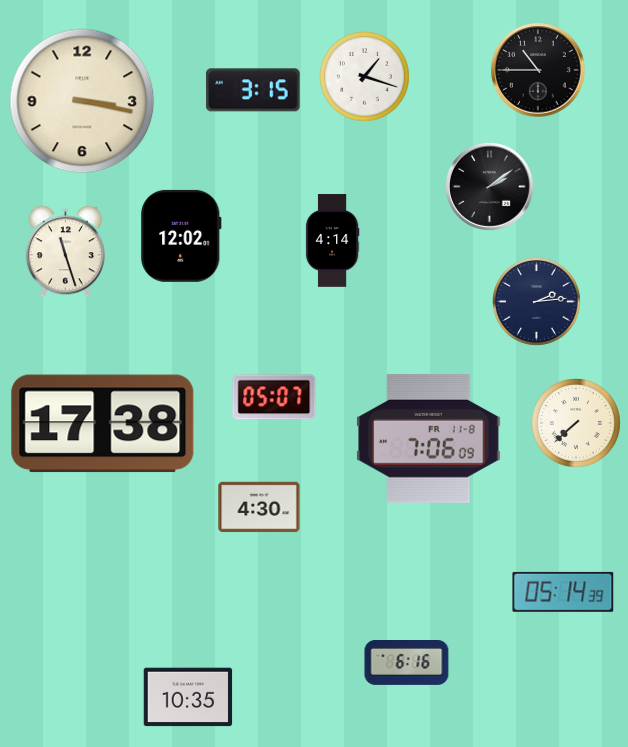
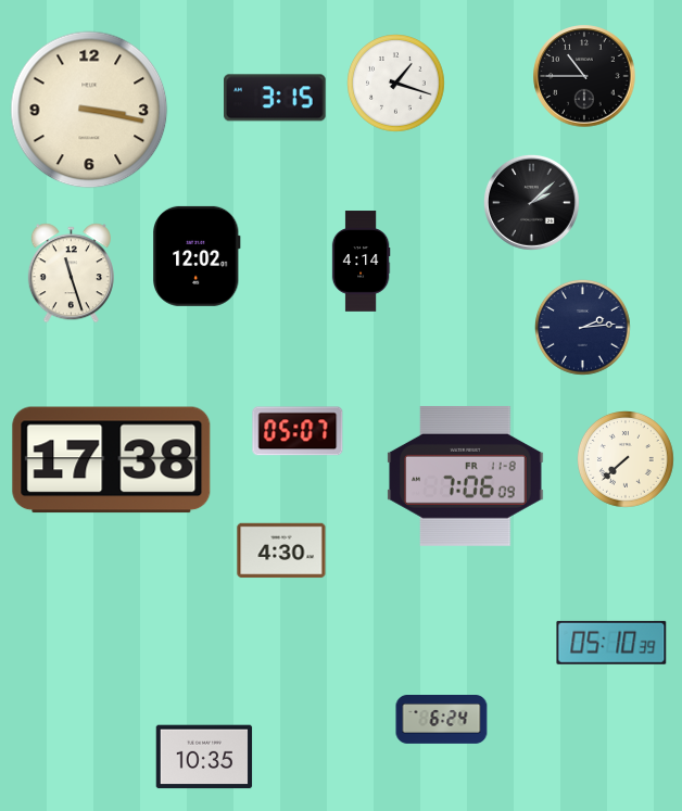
clock at (489, 186): 2:09 -> 2:08
clock at (563, 592): 05:14 -> 05:10
clock at (407, 663): 6:16 -> 6:24
